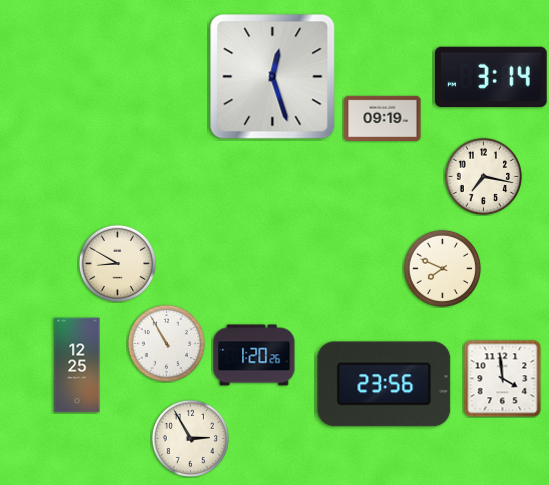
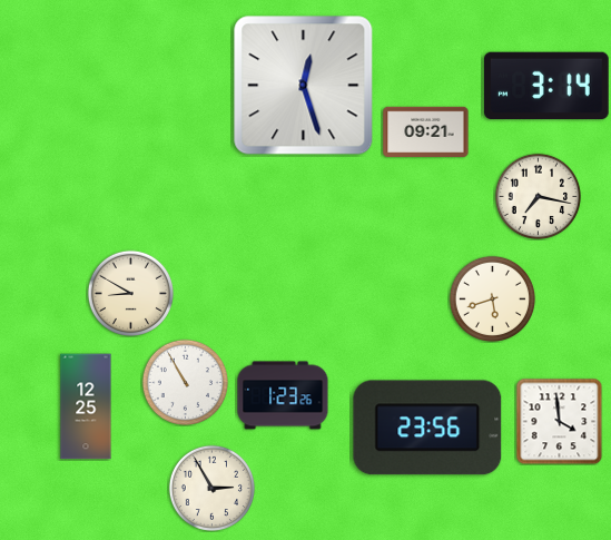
clock at (383, 118): 09:19 -> 09:21
clock at (442, 268): 7:49 -> 5:42
clock at (254, 355): 1:20 -> 1:23
